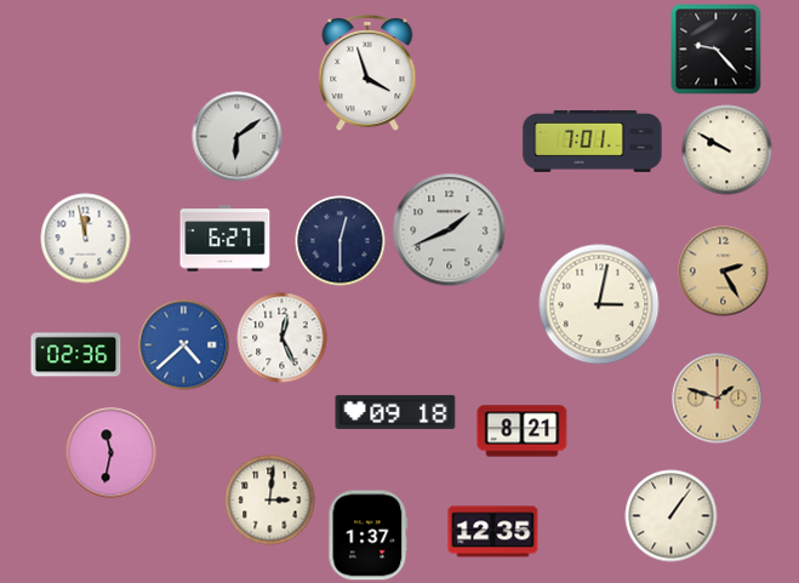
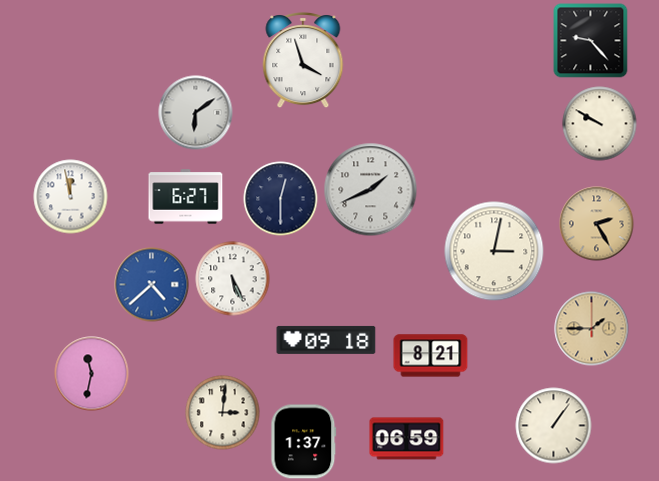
clock at (593, 141): 7:01 -> none
clock at (282, 338): 12:26 -> 5:26
clock at (76, 355): 02:36 -> none
clock at (718, 399): 1:48 -> 1:45
clock at (493, 532): 12:35 -> 06:59
